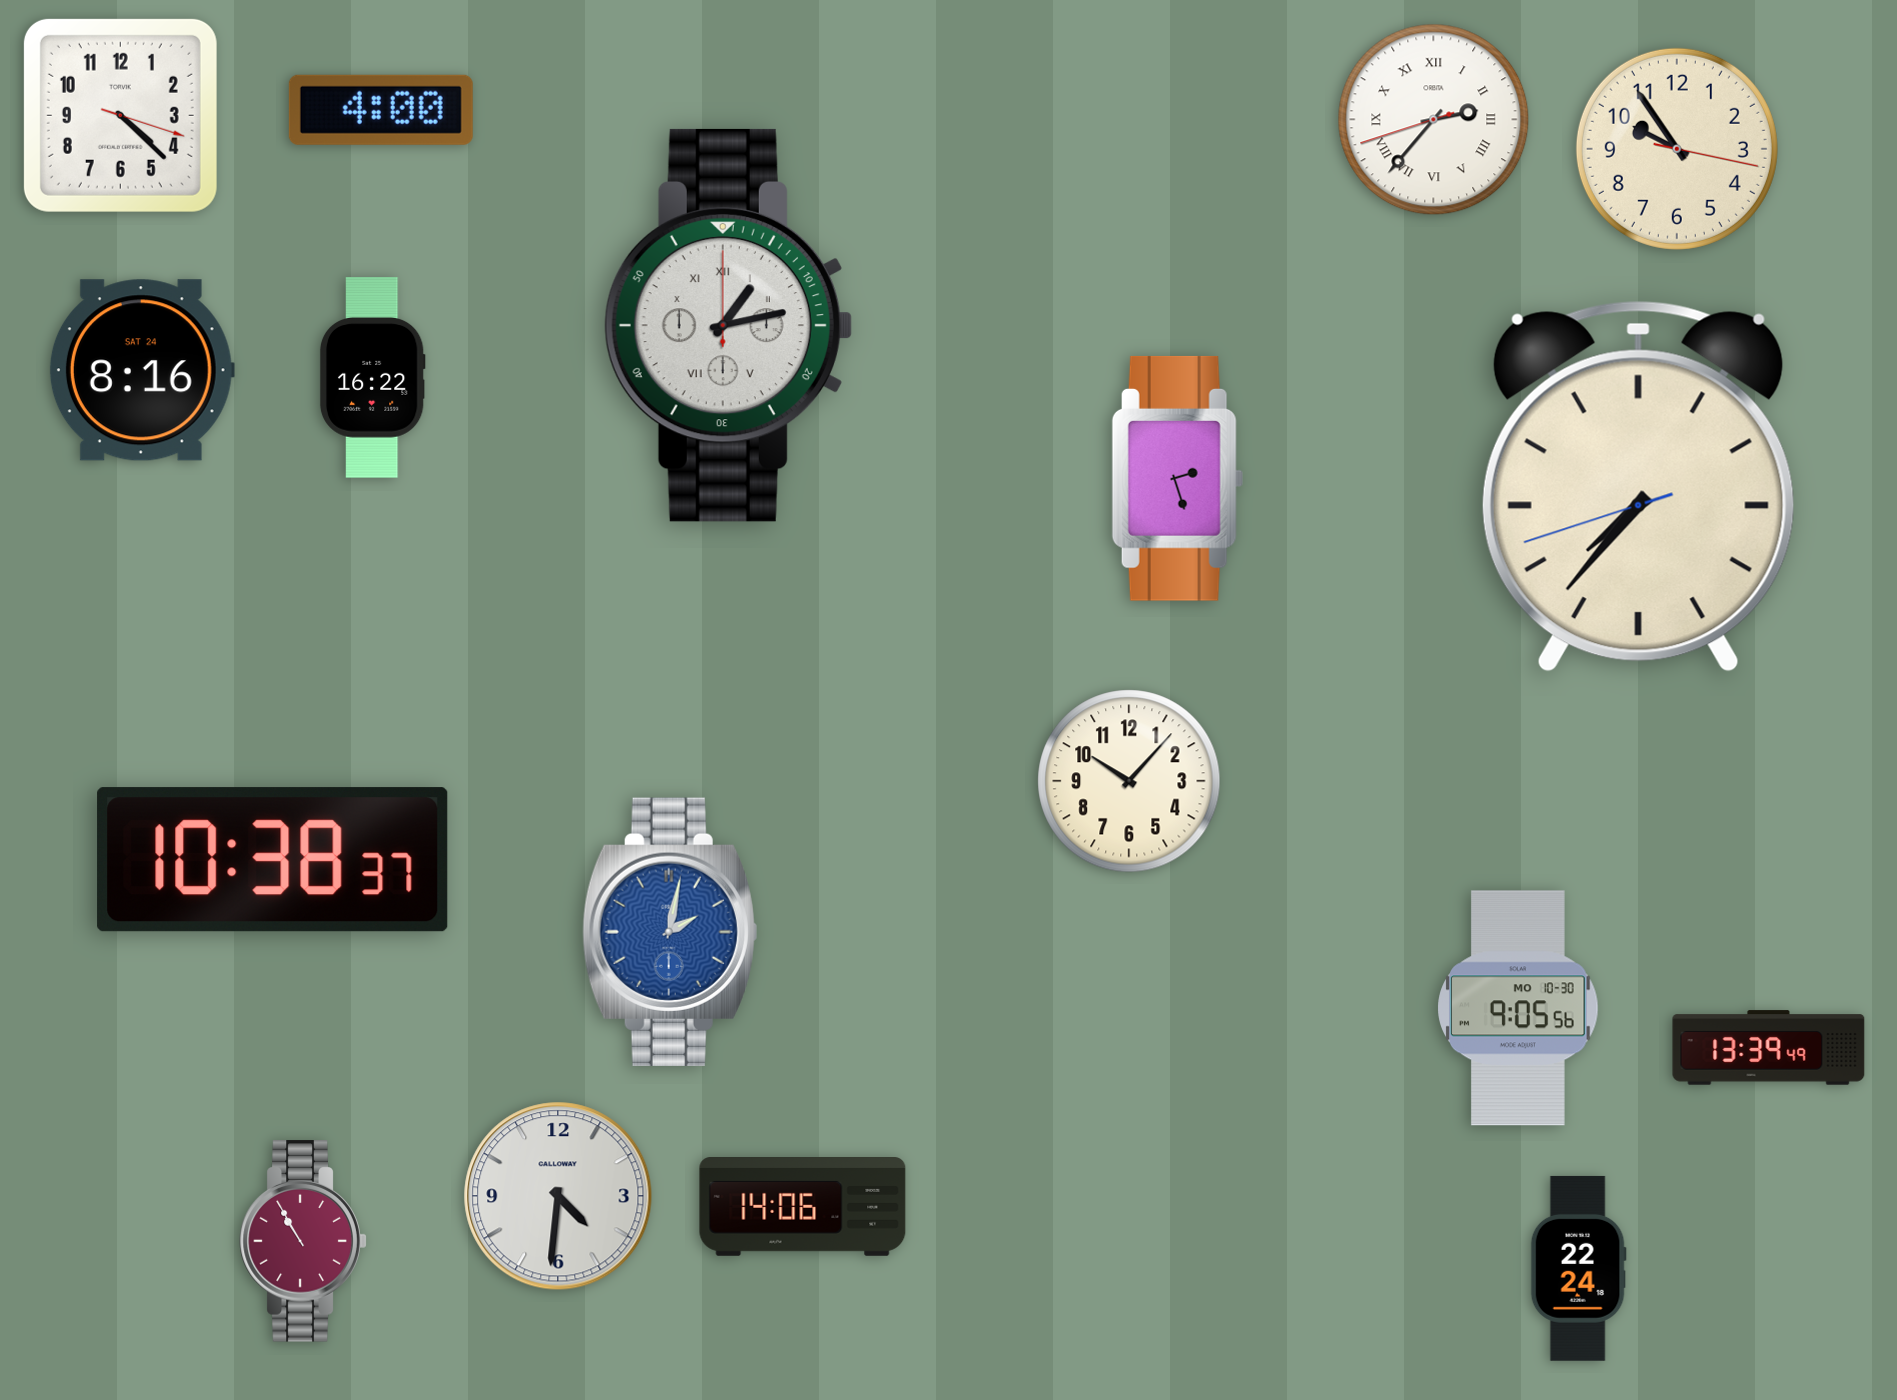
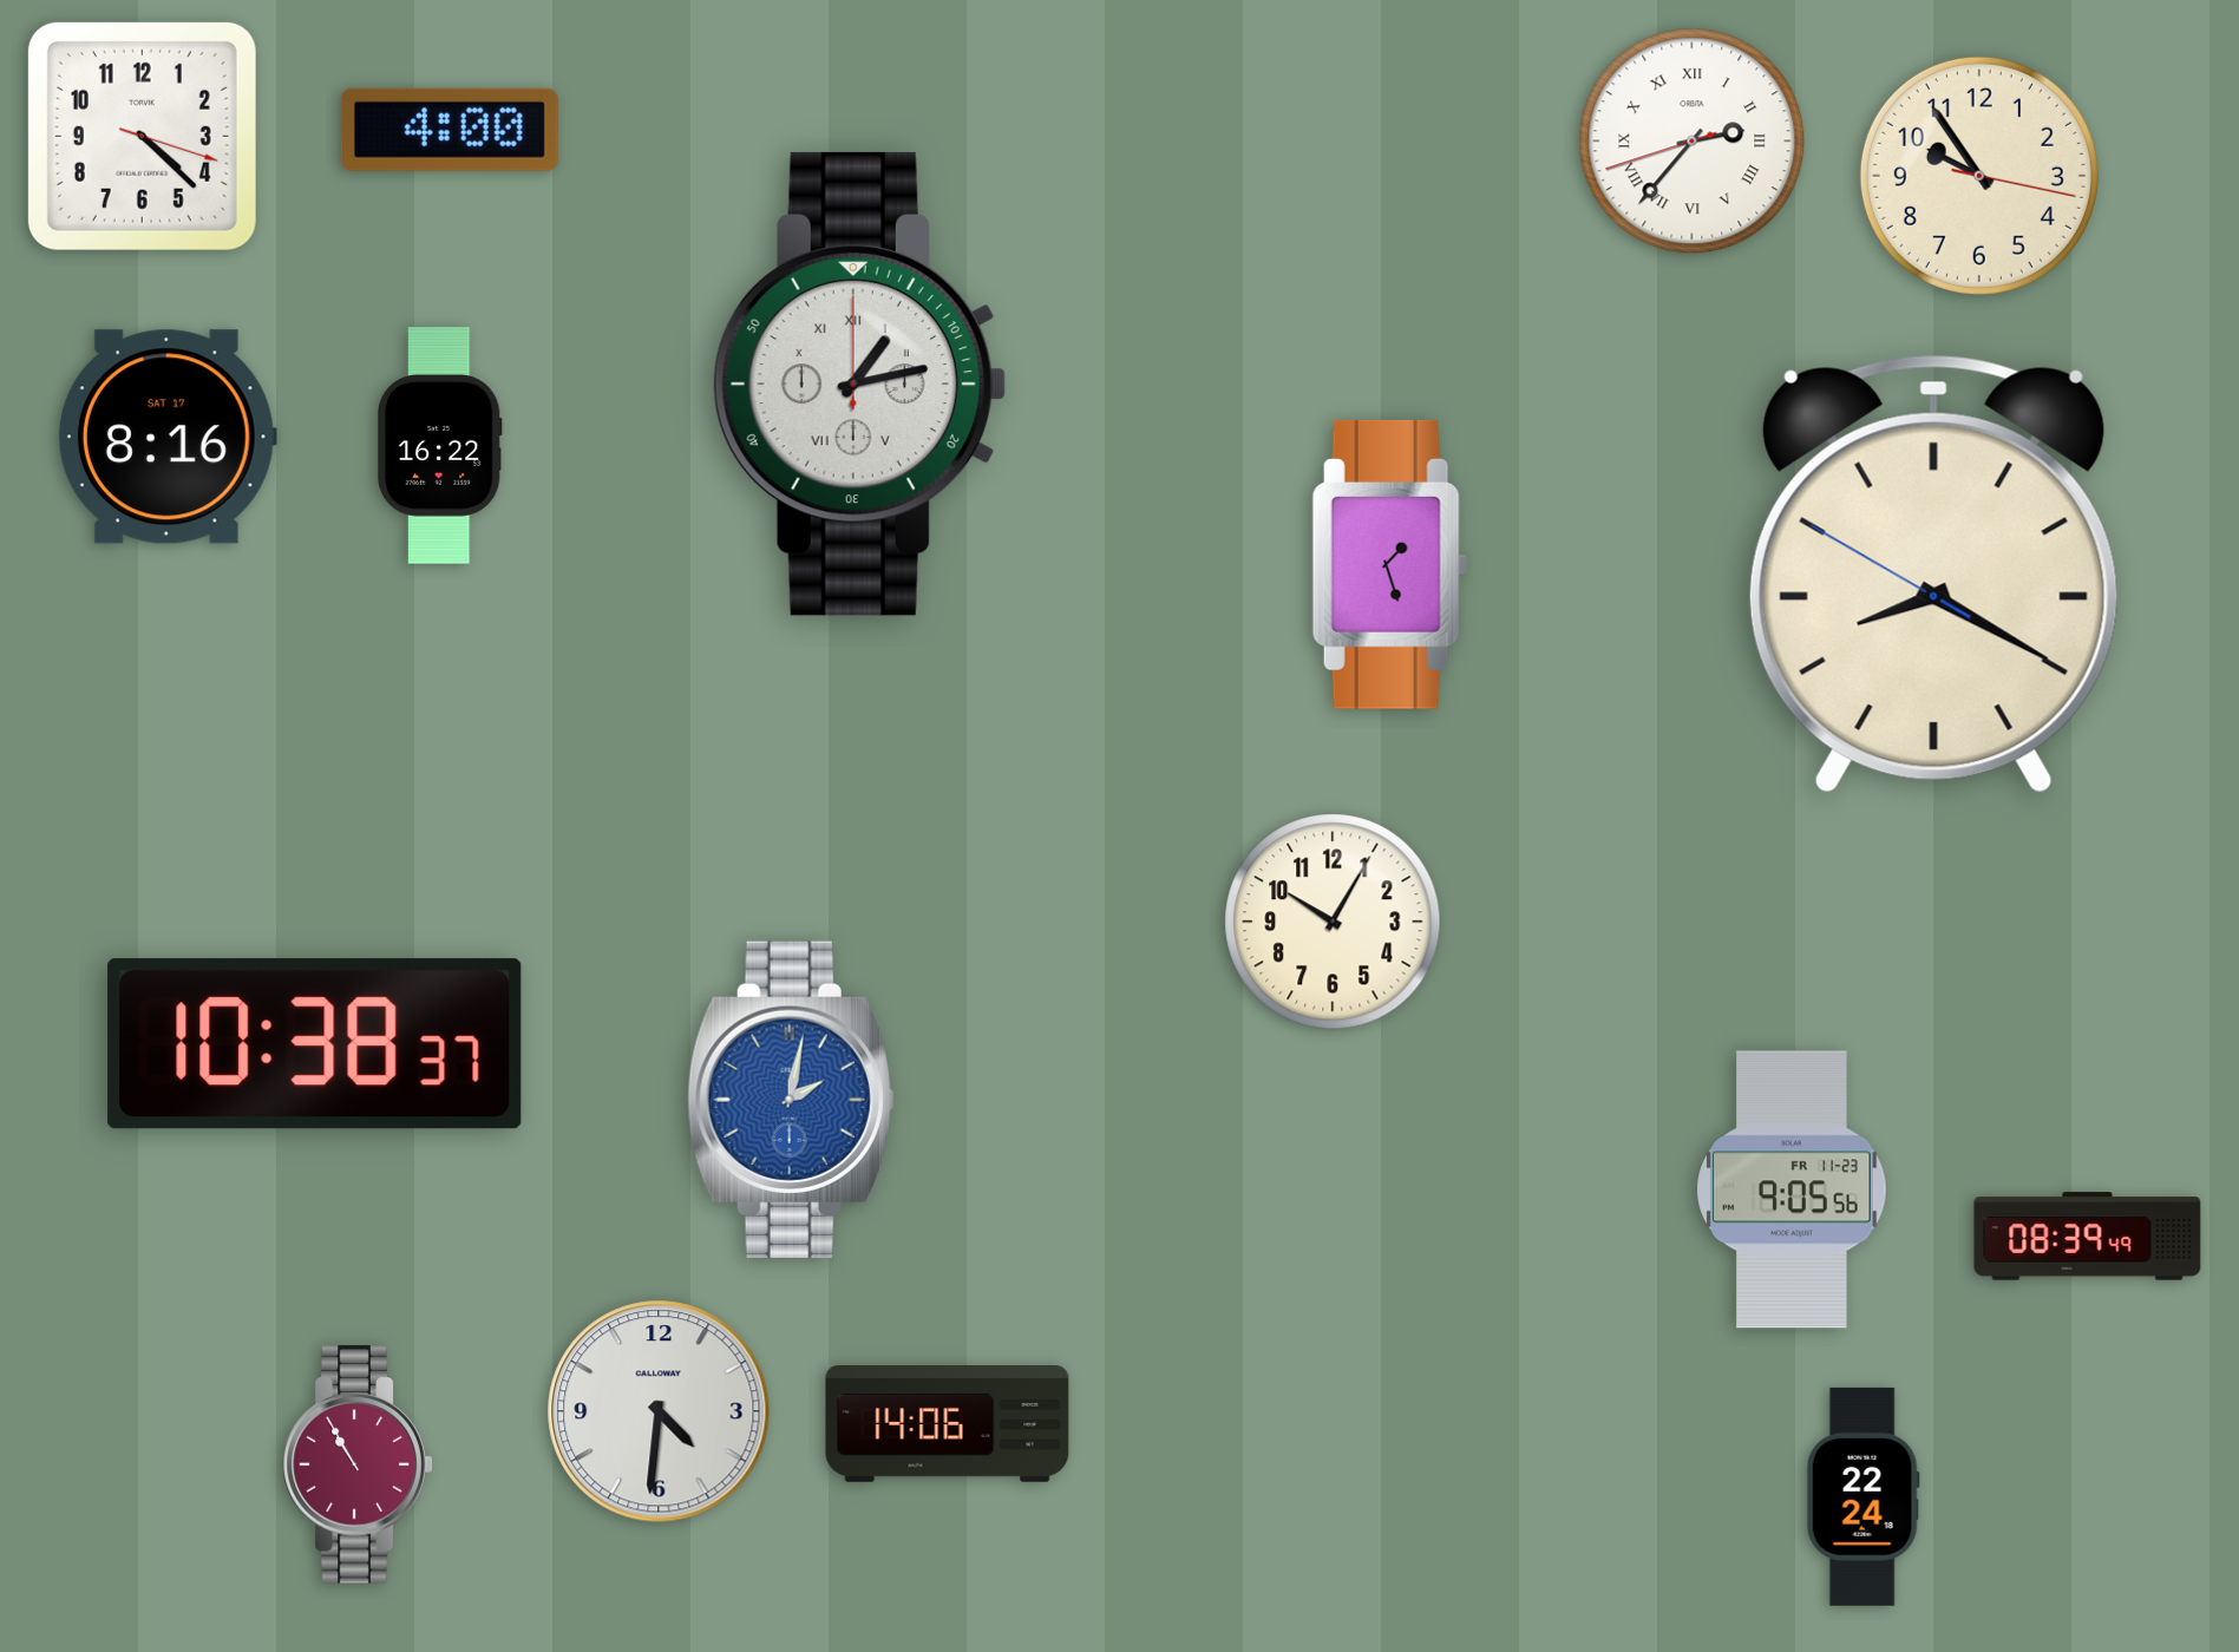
clock at (142, 370) date: SAT 24 -> SAT 17
clock at (1177, 478): 2:27 -> 1:27
clock at (1638, 486): 7:36 -> 8:19
clock at (1129, 781): 10:07 -> 10:05
clock at (273, 860) position: (273, 860) -> (315, 1044)
clock at (1518, 1008) date: MO 10-30 -> FR 11-23
clock at (1769, 1048): 13:39 -> 08:39
